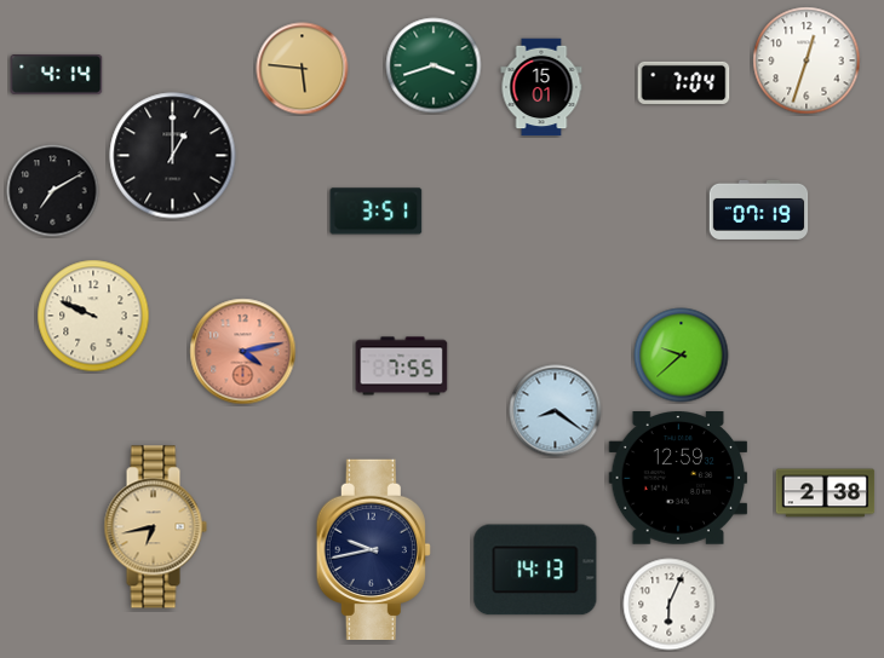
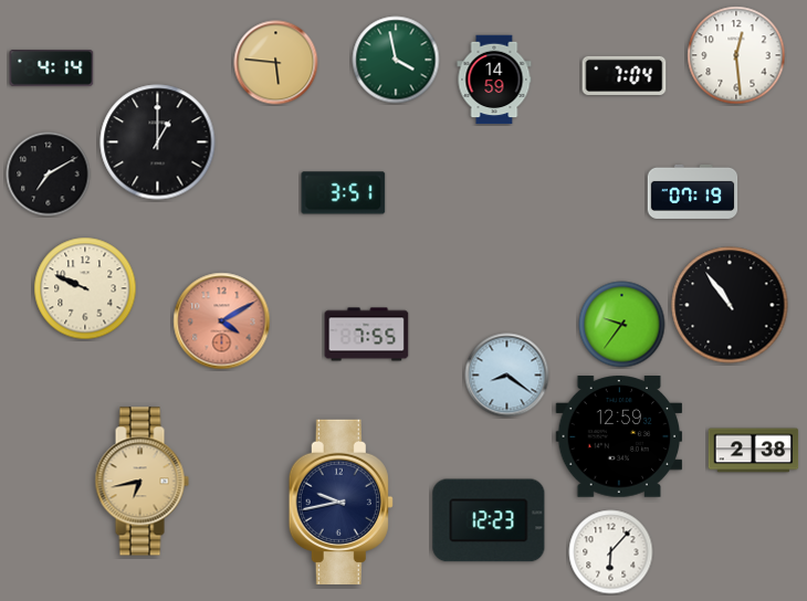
clock at (806, 60): 12:33 -> 12:29
clock at (434, 65): 3:42 -> 3:58
clock at (541, 87): 15:01 -> 14:59
clock at (730, 305): none -> 10:54
clock at (243, 352): 4:13 -> 4:10
clock at (682, 356): 9:38 -> 9:36
clock at (535, 570): 14:13 -> 12:23
clock at (670, 605): 6:04 -> 6:07
